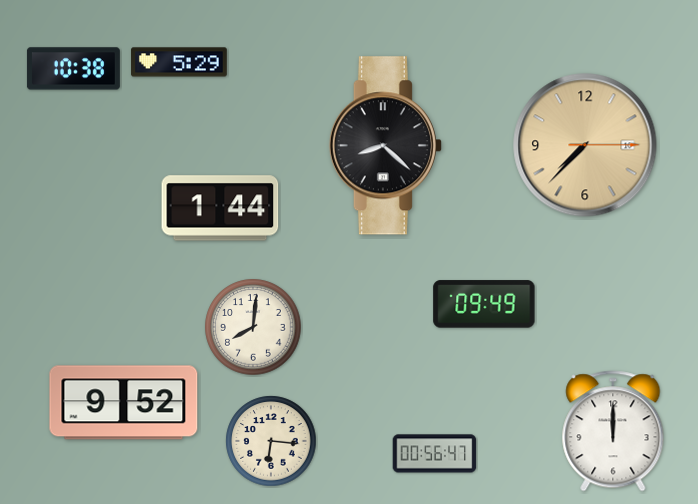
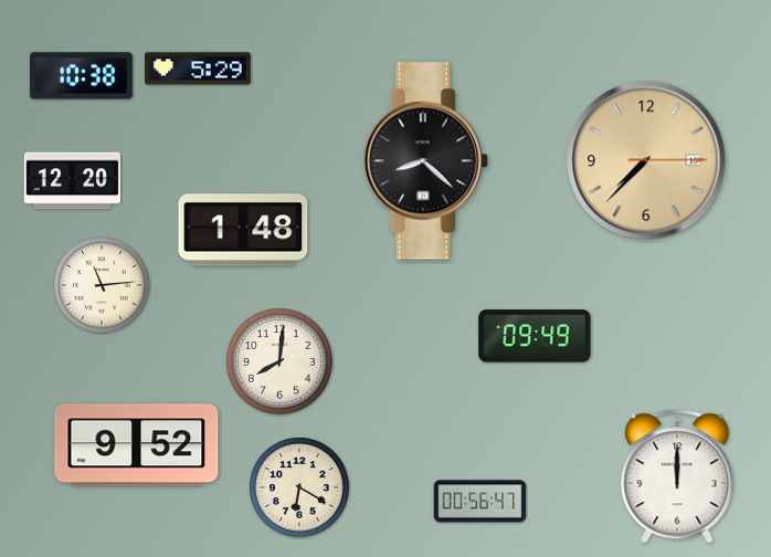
clock at (72, 181): none -> 12:20
clock at (220, 208): 1:44 -> 1:48
clock at (102, 285): none -> 11:14
clock at (271, 441): 6:16 -> 6:20
